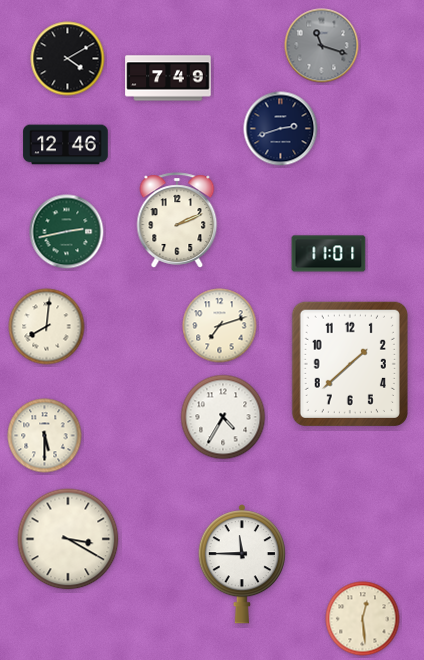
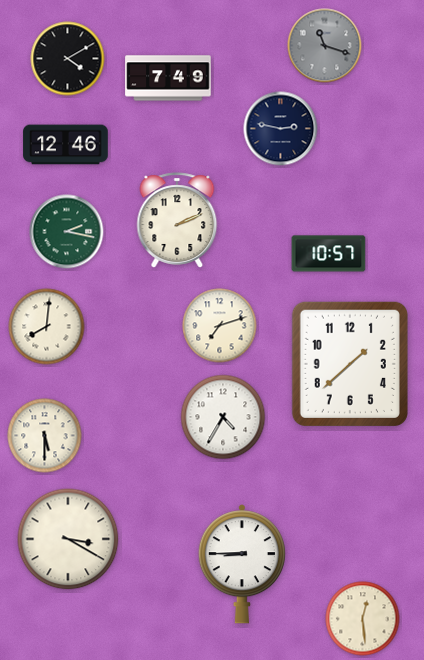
clock at (322, 46) position: (322, 46) -> (325, 46)
clock at (281, 129): 2:42 -> 2:47
clock at (67, 232): 2:43 -> 2:17
clock at (329, 254): 11:01 -> 10:57
clock at (242, 564): 11:45 -> 8:45
